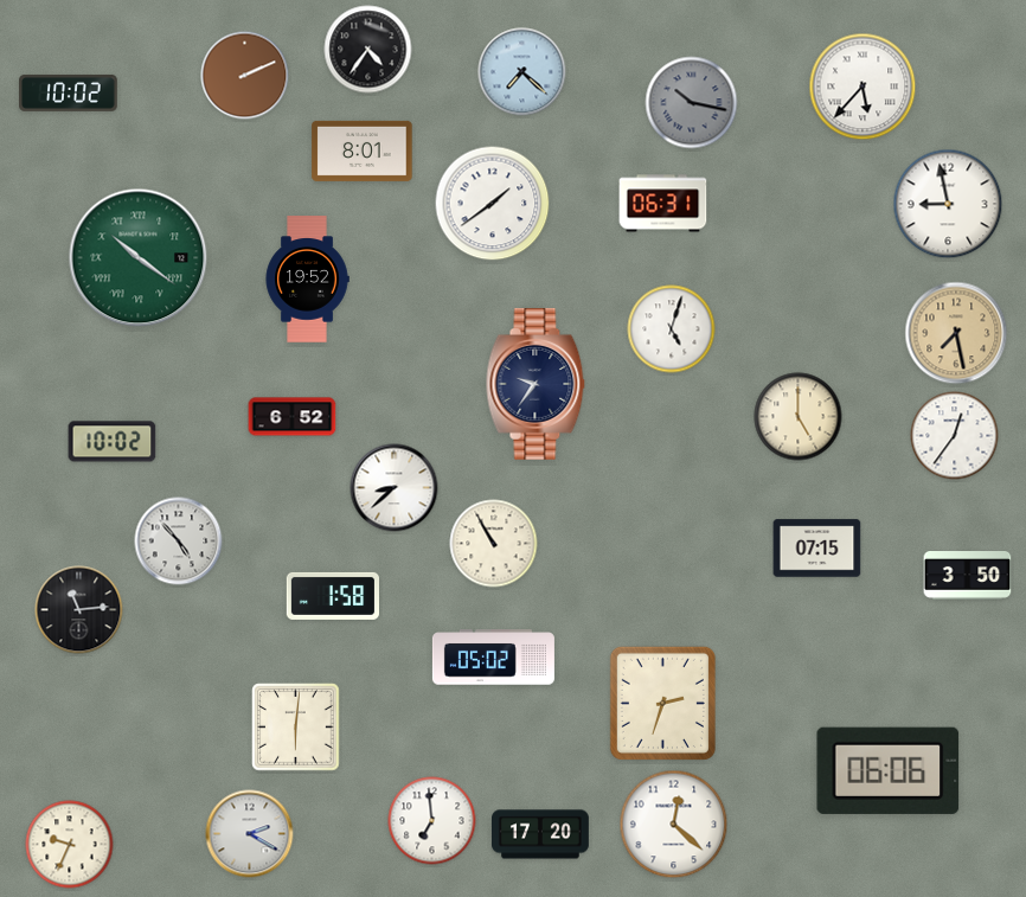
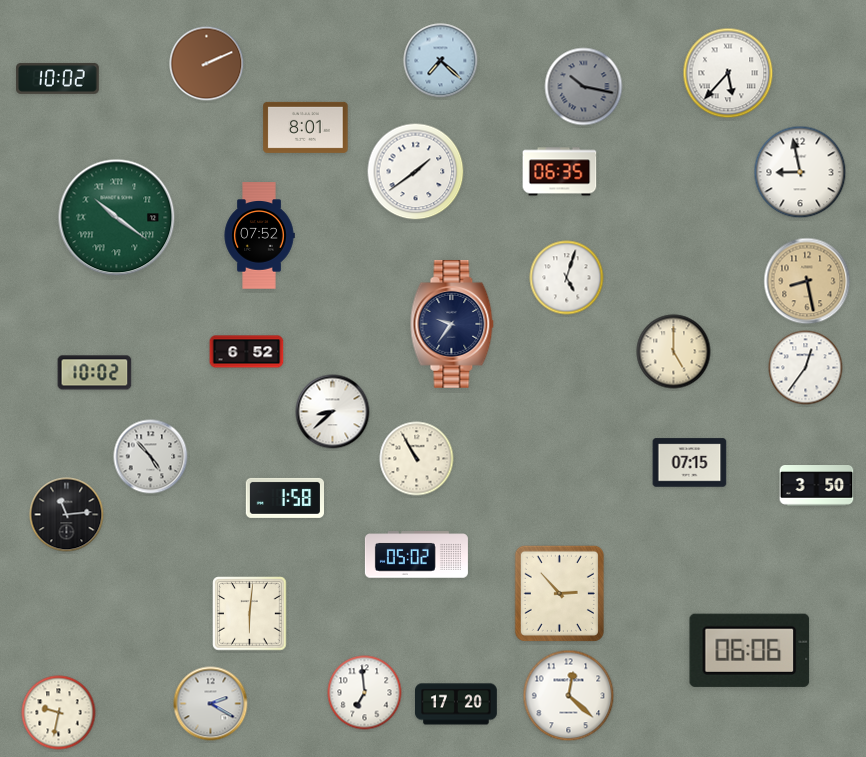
clock at (368, 50): 4:36 -> none
clock at (663, 204): 06:31 -> 06:35
clock at (307, 280): 19:52 -> 07:52
clock at (956, 333): 7:28 -> 8:28
clock at (332, 596) position: (332, 596) -> (284, 498)
clock at (662, 703): 2:33 -> 2:53
clock at (70, 845): 9:34 -> 9:32
